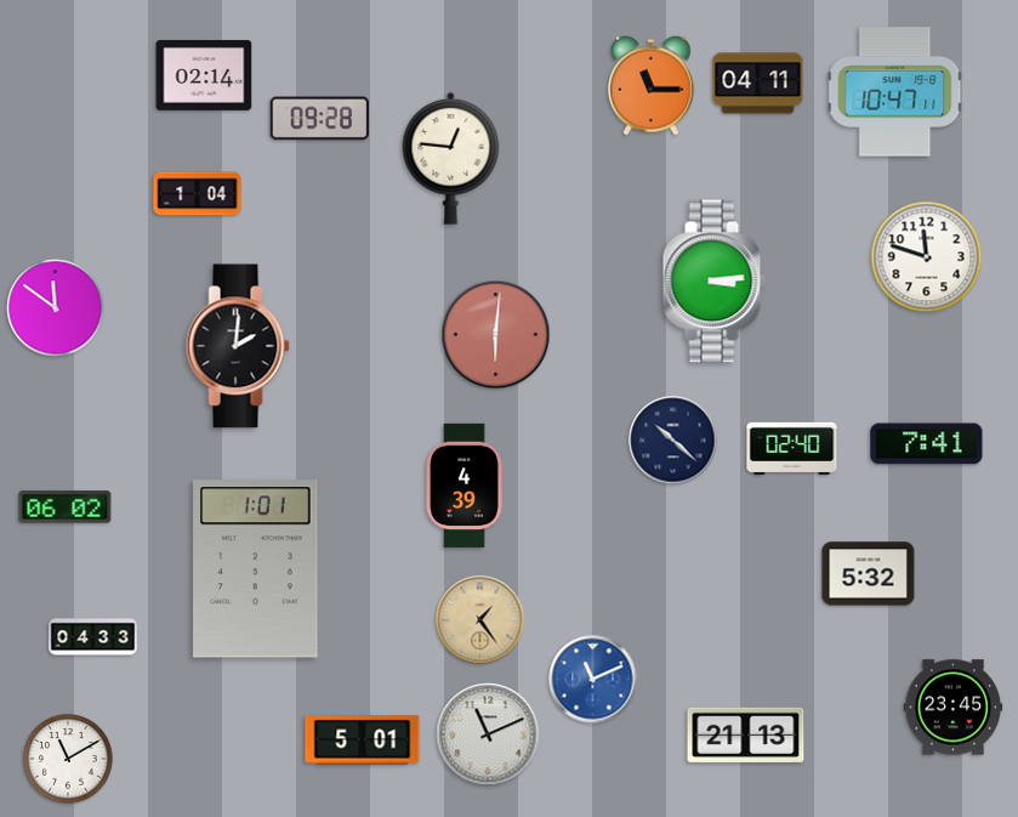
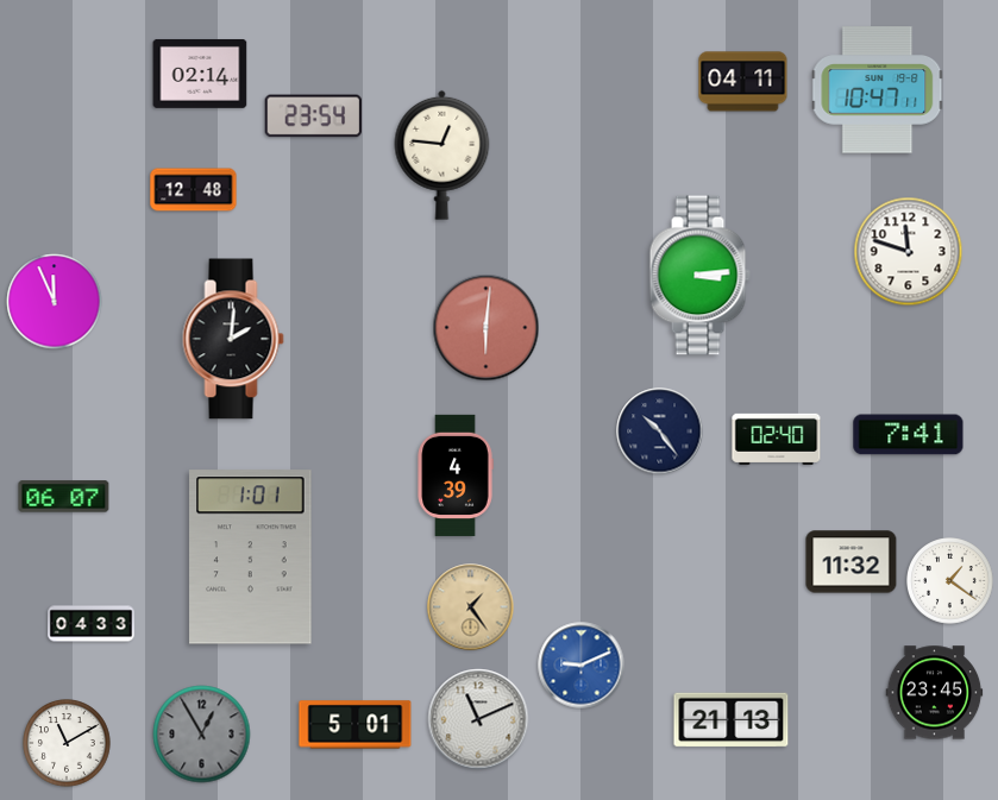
clock at (652, 85): 11:15 -> none
clock at (320, 119): 09:28 -> 23:54
clock at (198, 194): 1:04 -> 12:48
clock at (56, 308): 11:51 -> 11:56
clock at (673, 441): 10:22 -> 10:24
clock at (66, 507): 06:02 -> 06:07
clock at (869, 574): 5:32 -> 11:32
clock at (950, 581): none -> 1:21
clock at (593, 680): 11:11 -> 9:11
clock at (202, 735): none -> 12:55
